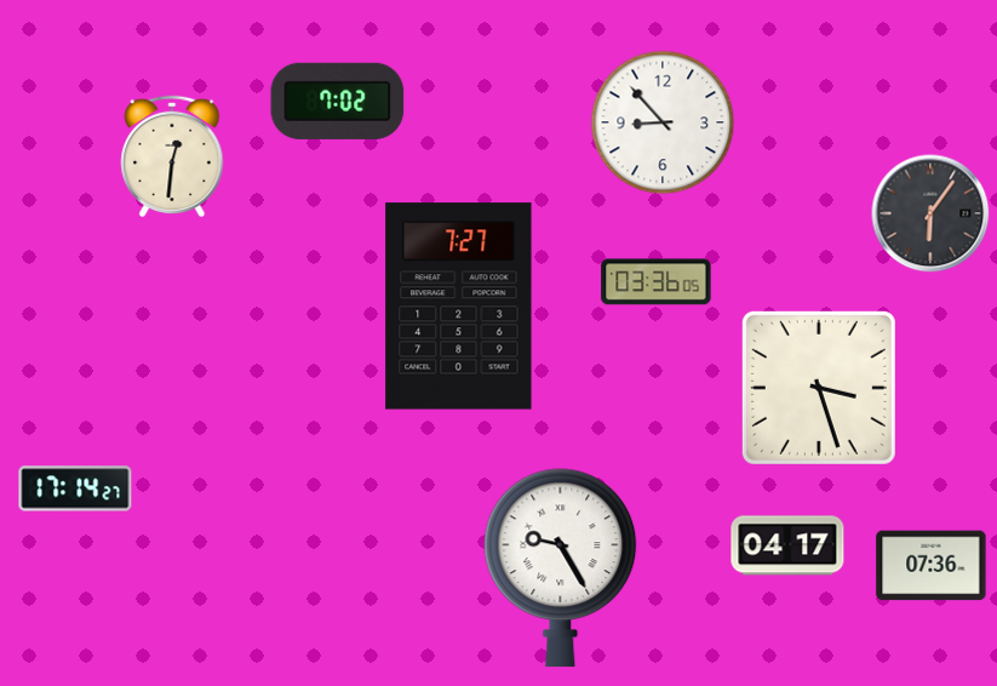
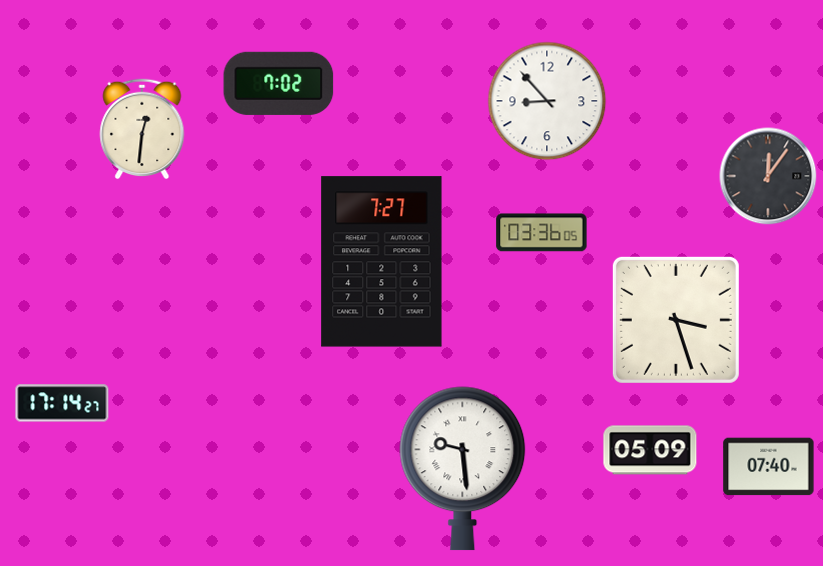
clock at (930, 213): 6:06 -> 12:06
clock at (459, 307) position: (459, 307) -> (382, 262)
clock at (787, 545): 04:17 -> 05:09
clock at (932, 566): 07:36 -> 07:40
clock at (561, 568): 9:25 -> 9:29
